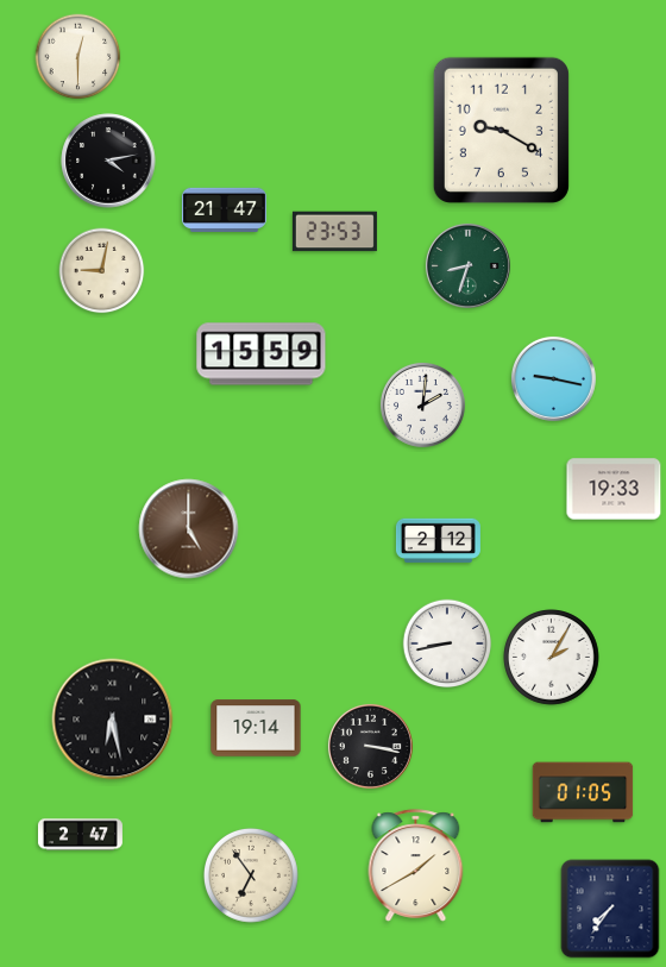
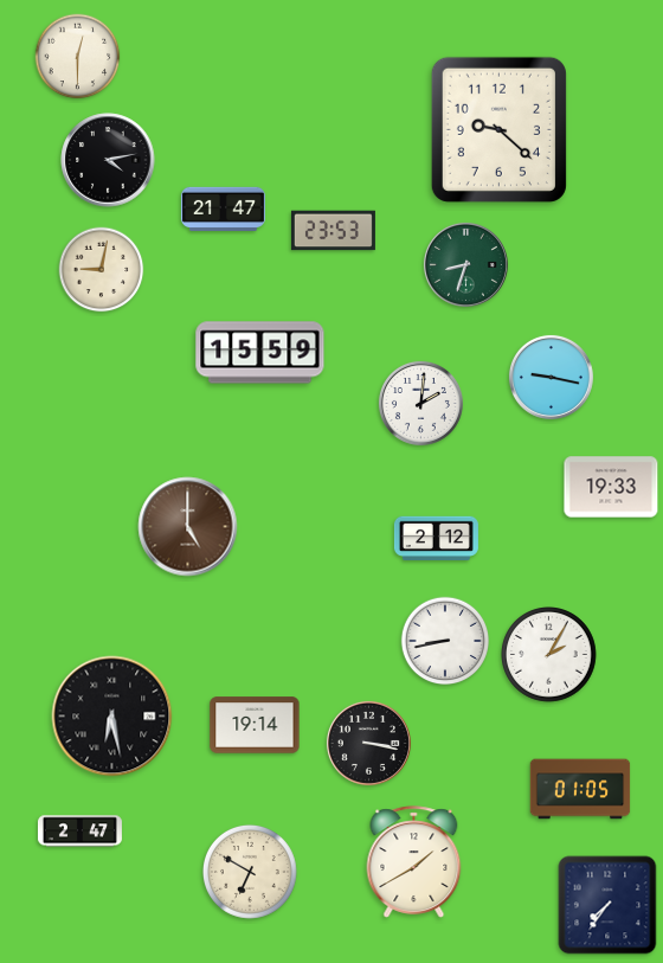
clock at (501, 130): 9:20 -> 9:22
clock at (251, 875): 6:54 -> 6:50
